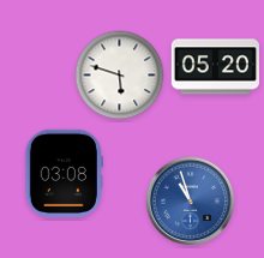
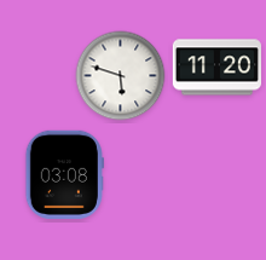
clock at (215, 67): 05:20 -> 11:20
clock at (191, 202): 10:57 -> none
